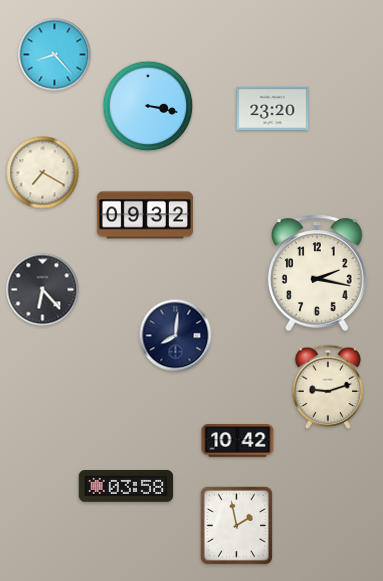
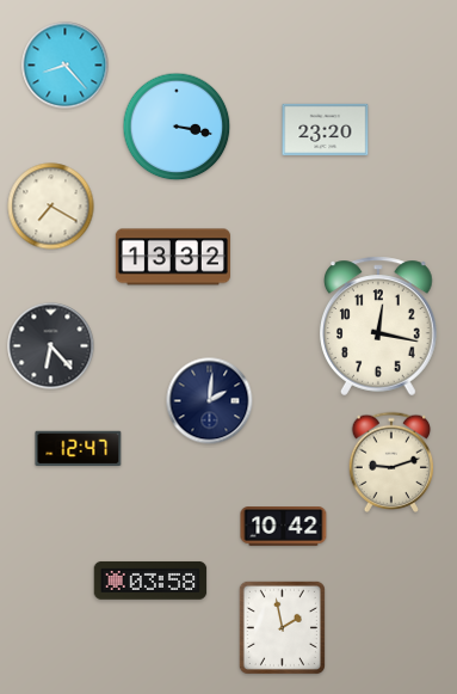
clock at (145, 215): 09:32 -> 13:32
clock at (318, 273): 2:17 -> 12:17
clock at (176, 336): 8:01 -> 2:01
clock at (79, 449): none -> 12:47
